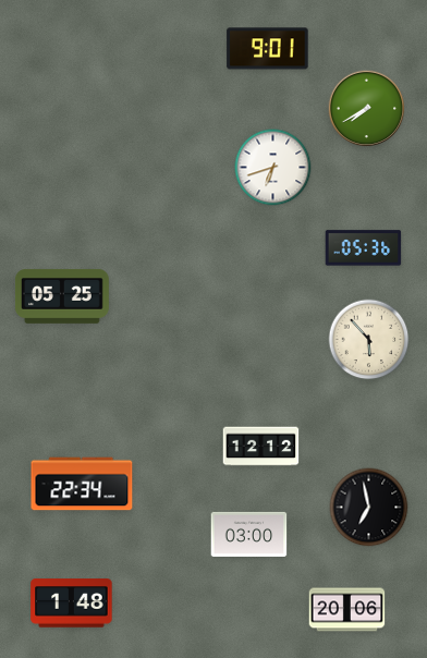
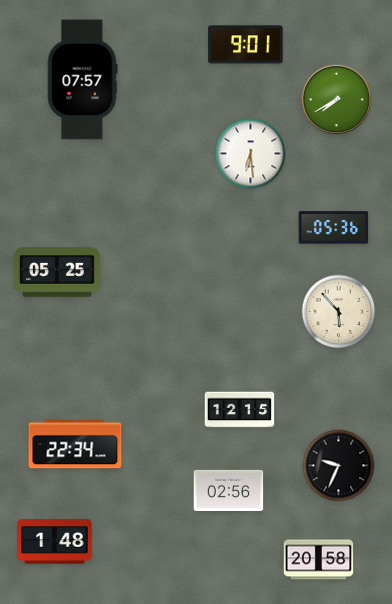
clock at (82, 80): none -> 07:57
clock at (273, 168): 6:42 -> 6:29
clock at (261, 447): 12:12 -> 12:15
clock at (369, 508): 6:58 -> 9:34
clock at (249, 534): 03:00 -> 02:56
clock at (72, 604) position: (72, 604) -> (55, 542)
clock at (347, 610): 20:06 -> 20:58
